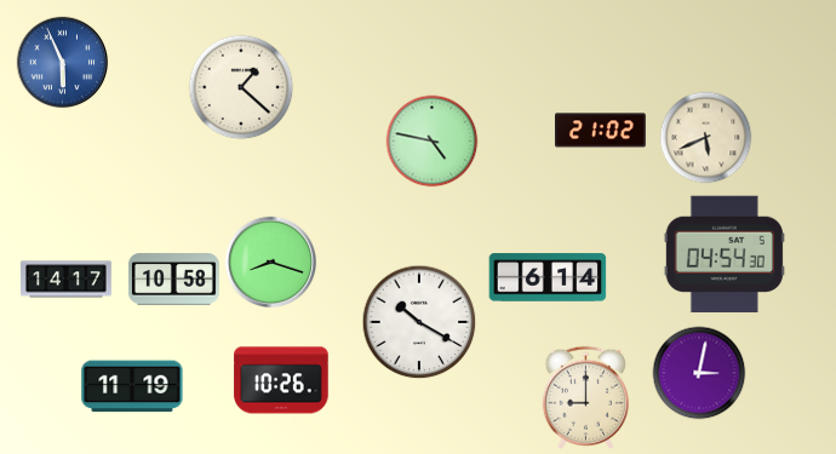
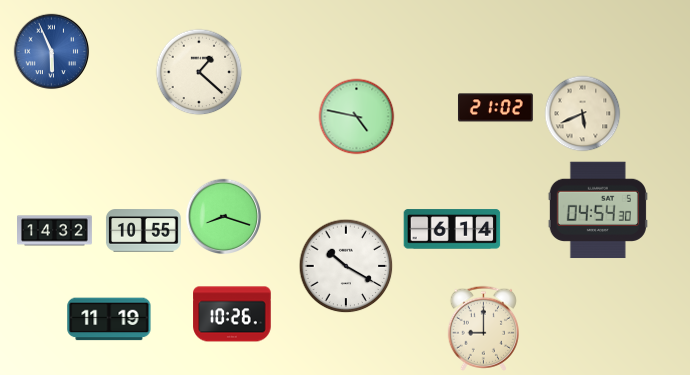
clock at (67, 280): 14:17 -> 14:32
clock at (174, 280): 10:58 -> 10:55
clock at (699, 373): 3:02 -> none
